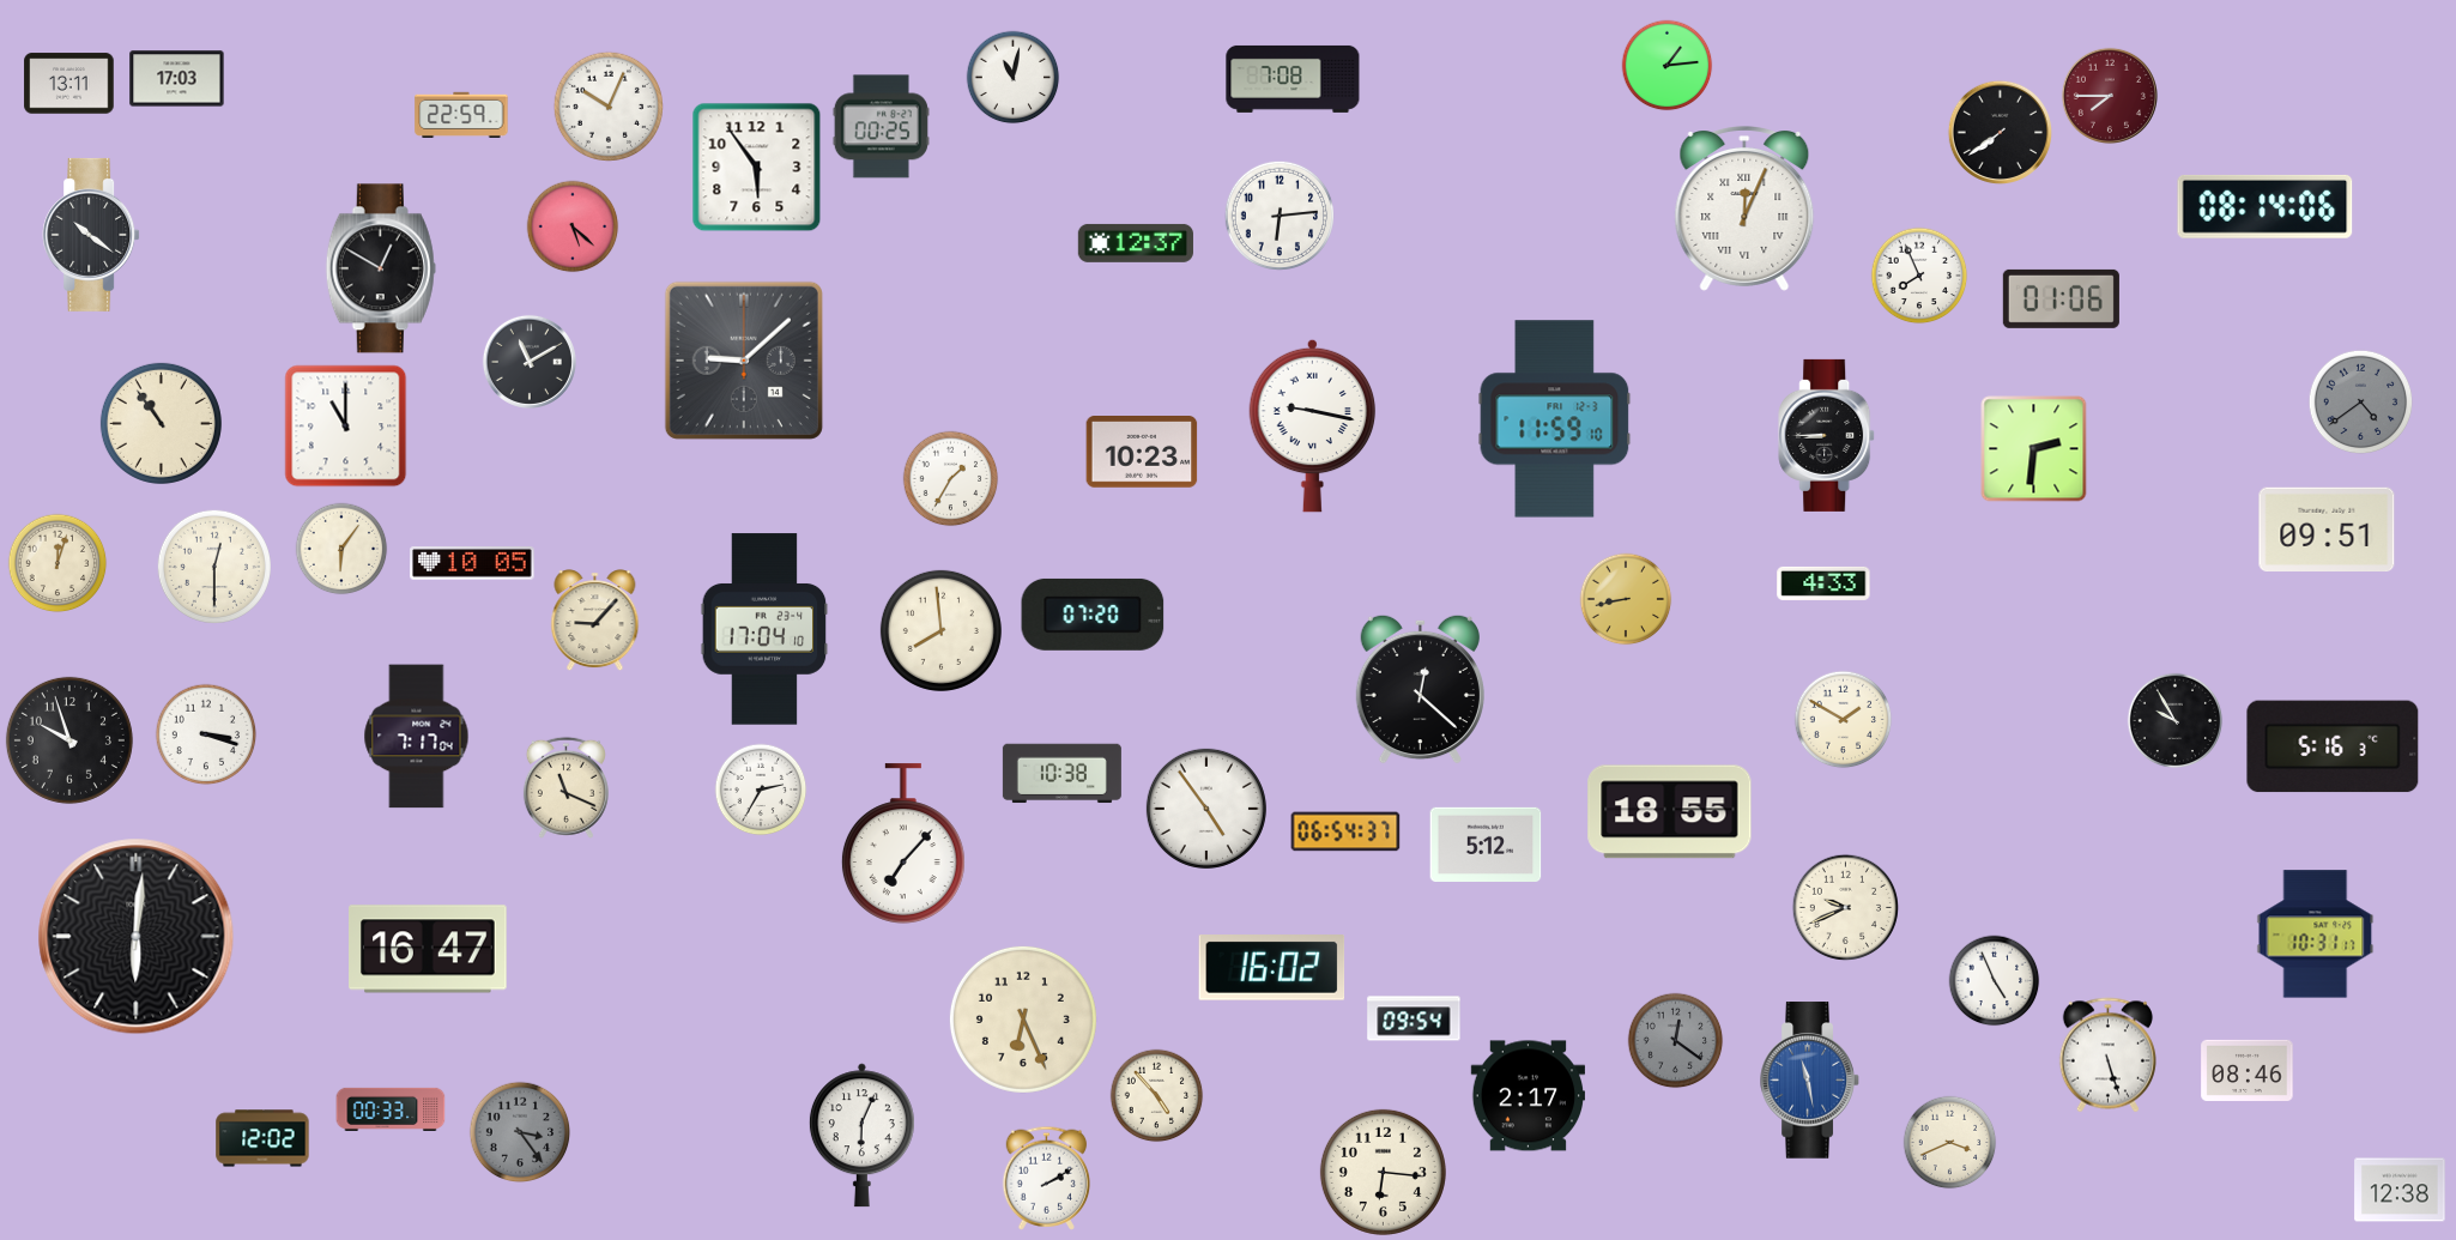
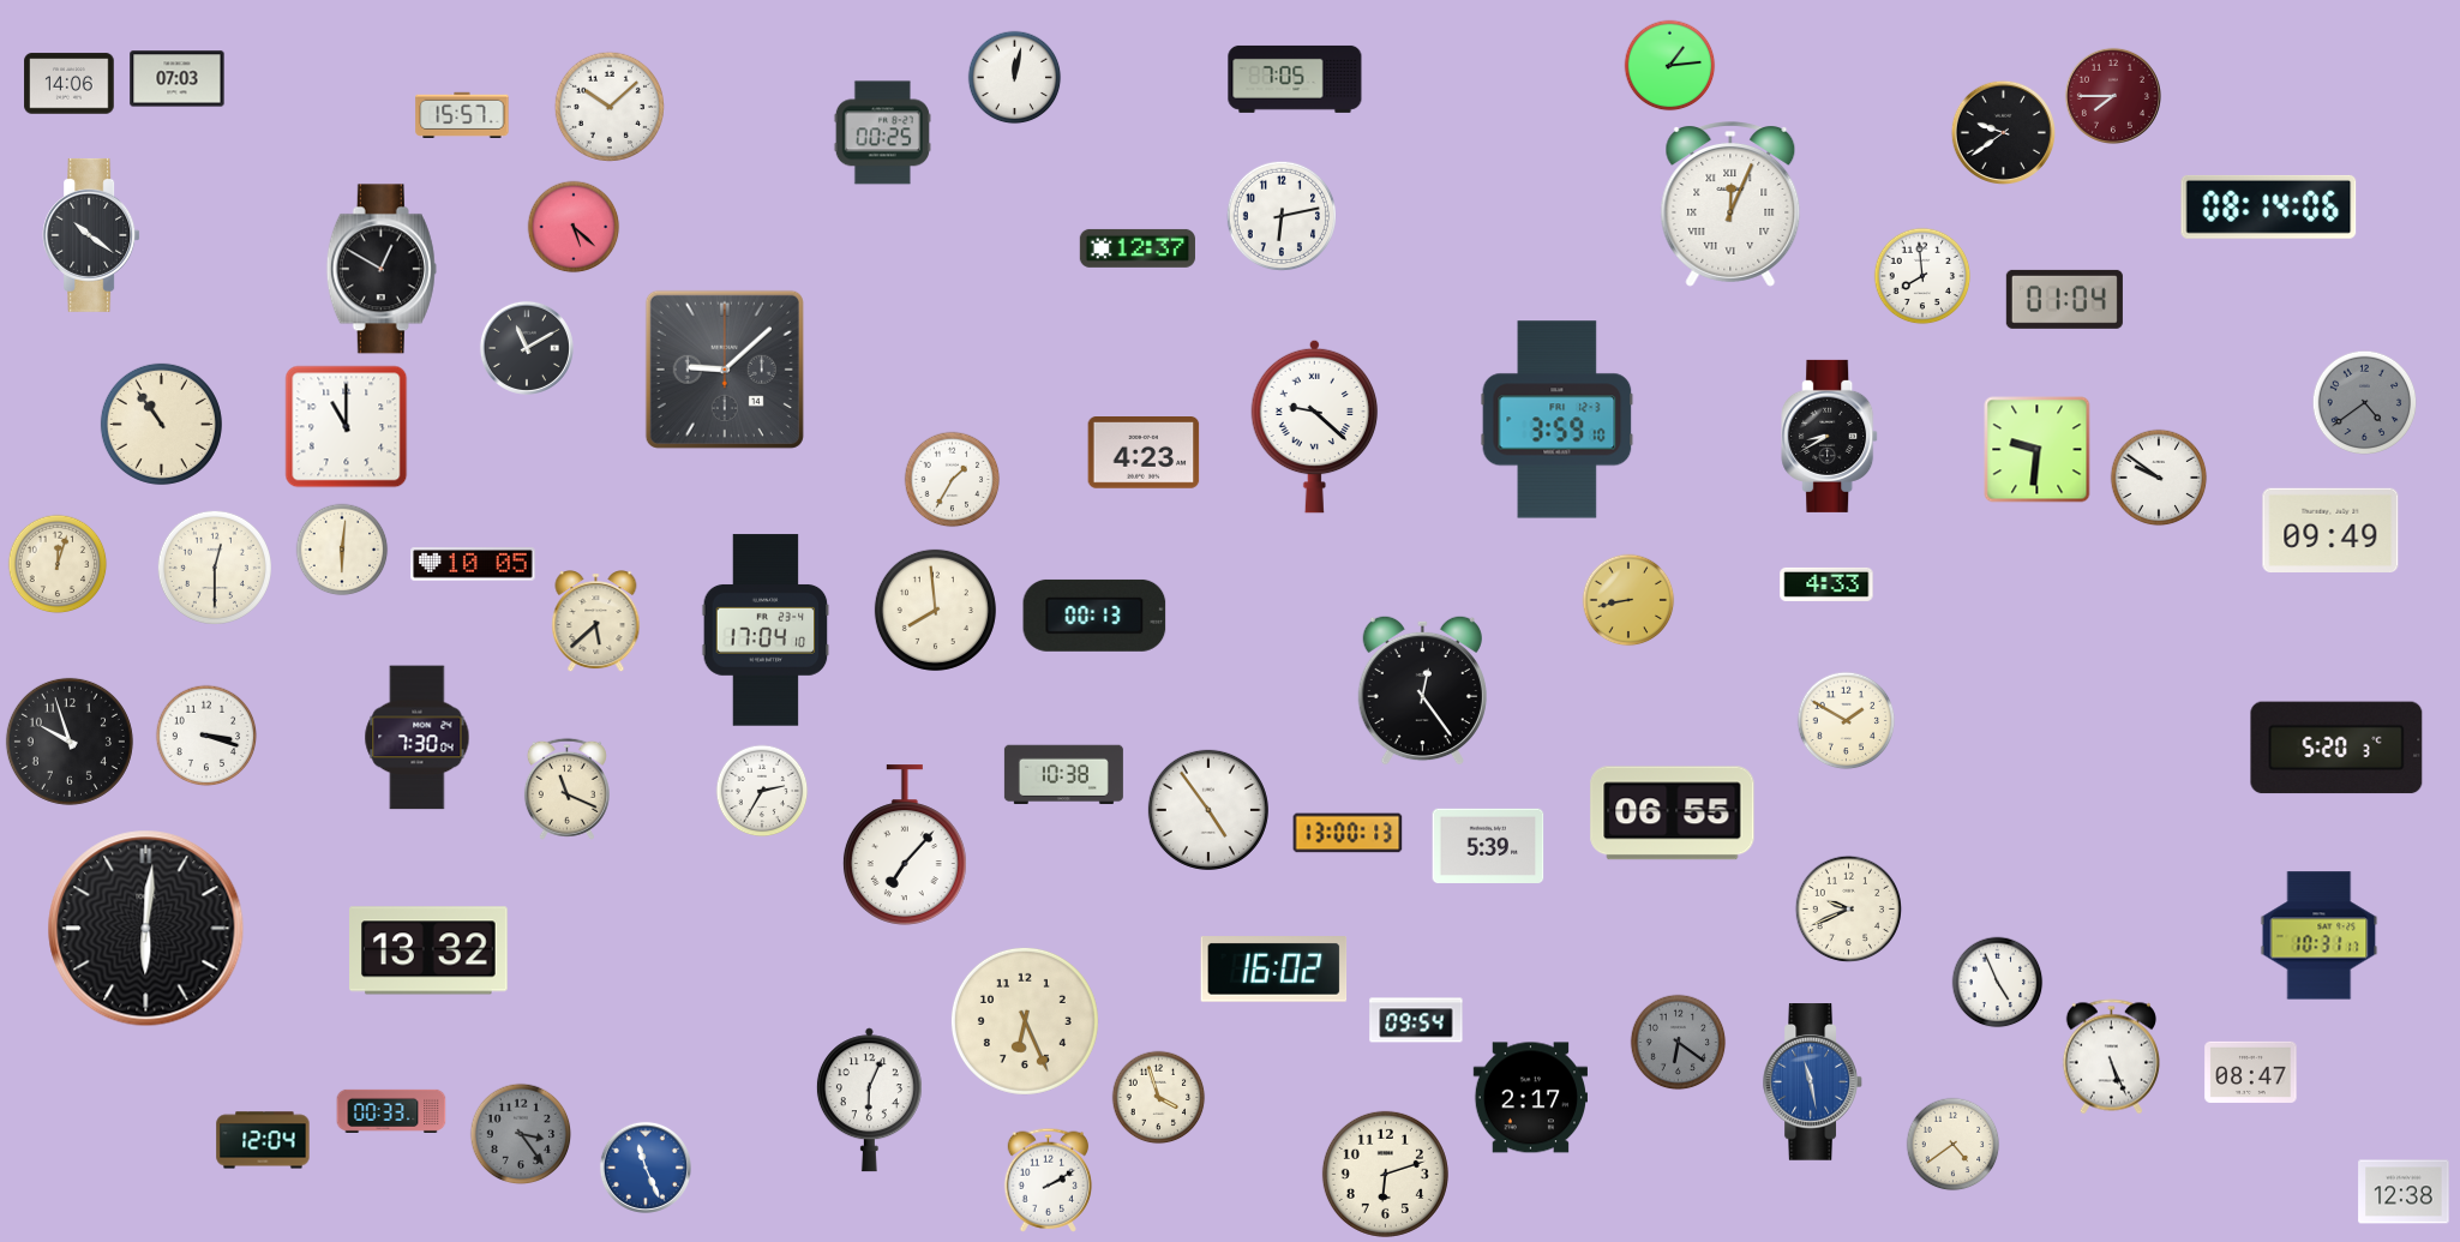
clock at (1014, 78): 11:02 -> 12:02
clock at (177, 79): 17:03 -> 07:03
clock at (1293, 79): 7:08 -> 7:05
clock at (69, 84): 13:11 -> 14:06
clock at (607, 105): 10:04 -> 10:08
clock at (461, 115): 22:59 -> 15:57
clock at (881, 127) position: (881, 127) -> (882, 133)
clock at (2000, 132): 7:39 -> 9:39
clock at (757, 168): 5:54 -> none
clock at (1744, 210) position: (1744, 210) -> (1730, 205)
clock at (1278, 214): 6:14 -> 6:13
clock at (1136, 243) position: (1136, 243) -> (1138, 248)
clock at (1919, 276): 7:56 -> 7:59
clock at (2061, 298): 01:06 -> 01:04
clock at (744, 361) position: (744, 361) -> (725, 370)
clock at (530, 362) position: (530, 362) -> (527, 348)
clock at (1555, 419): 11:59 -> 3:59
clock at (1313, 425): 9:17 -> 9:22
clock at (1827, 435): 8:45 -> 8:40
clock at (2034, 449): 2:31 -> 9:31
clock at (1142, 452): 10:23 -> 4:23
clock at (2159, 478): none -> 9:51
clock at (2327, 528): 09:51 -> 09:49
clock at (341, 549): 6:06 -> 6:01
clock at (1093, 615): 07:20 -> 00:13
clock at (595, 621): 9:07 -> 5:38
clock at (940, 630) position: (940, 630) -> (935, 610)
clock at (1420, 689): 12:22 -> 12:24
clock at (2176, 721): 9:55 -> none
clock at (417, 737): 7:17 -> 7:30
clock at (2333, 746): 5:16 -> 5:20
clock at (1670, 812): 18:55 -> 06:55
clock at (1345, 831): 06:54 -> 13:00
clock at (1486, 843): 5:12 -> 5:39
clock at (137, 937) position: (137, 937) -> (146, 929)
clock at (428, 949): 16:47 -> 13:32
clock at (1676, 1041): 12:21 -> 6:21
clock at (2107, 1055): 5:27 -> 5:26
clock at (2248, 1070): 08:46 -> 08:47
clock at (1157, 1096): 4:53 -> 3:57
clock at (861, 1136) position: (861, 1136) -> (869, 1100)
clock at (262, 1138): 12:02 -> 12:04
clock at (1950, 1143): 3:41 -> 4:39
clock at (646, 1168): none -> 11:26
clock at (1383, 1172): 6:16 -> 6:12
